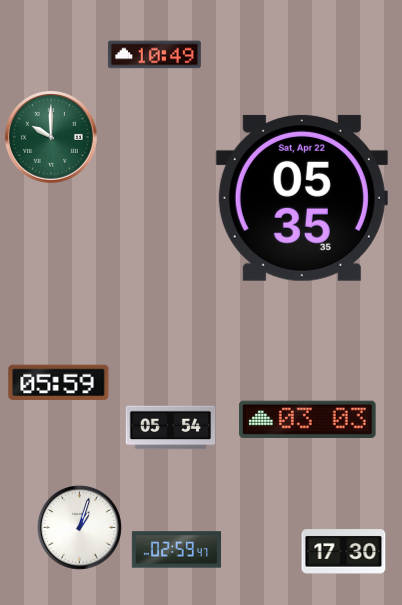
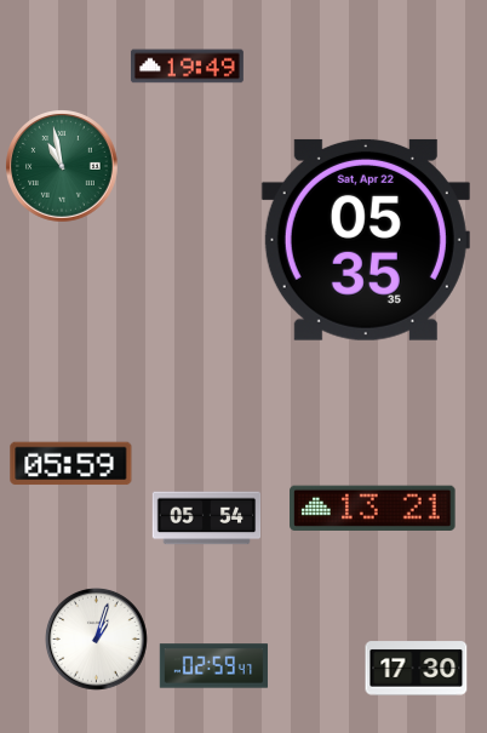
clock at (154, 55): 10:49 -> 19:49
clock at (52, 138): 10:00 -> 10:58
clock at (308, 419): 03:03 -> 13:21
